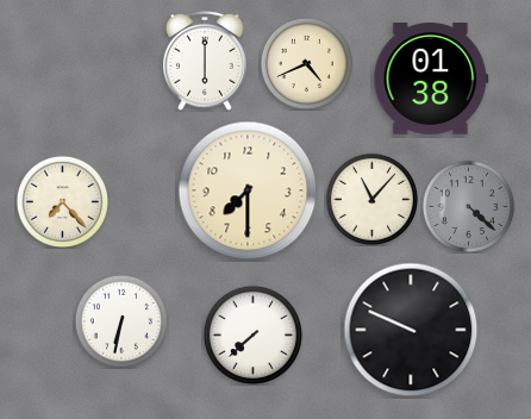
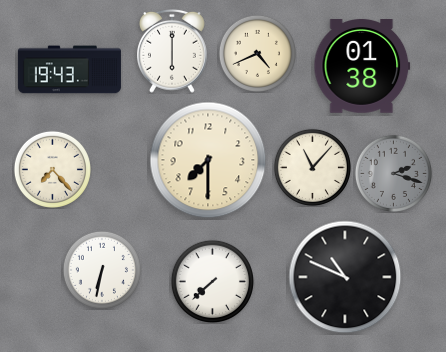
clock at (69, 70): none -> 19:43
clock at (468, 206): 4:22 -> 2:18
clock at (411, 330): 9:49 -> 10:49
